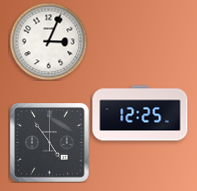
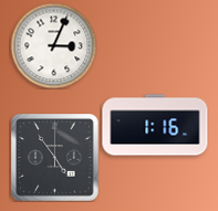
clock at (140, 113): 12:25 -> 1:16
